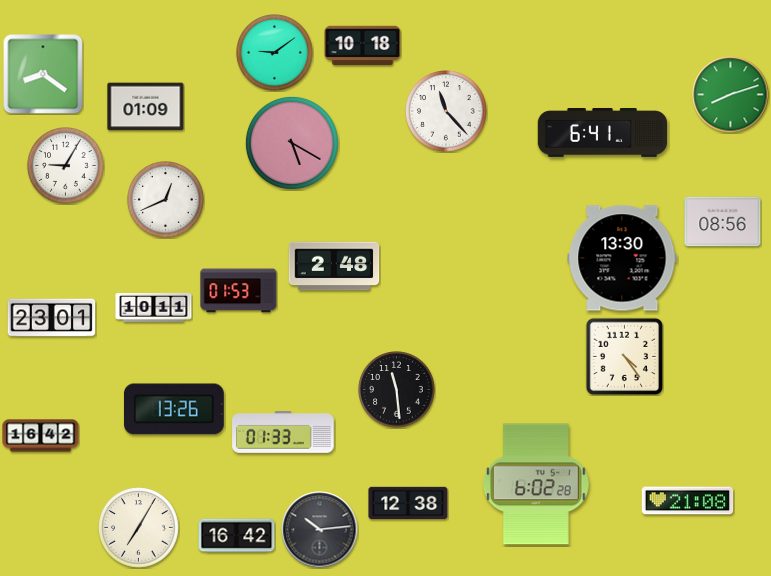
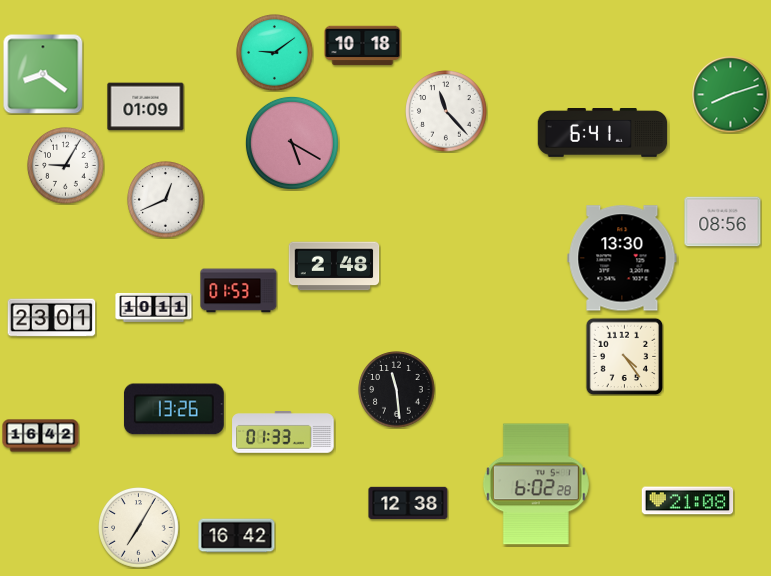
clock at (320, 530): 10:14 -> none
